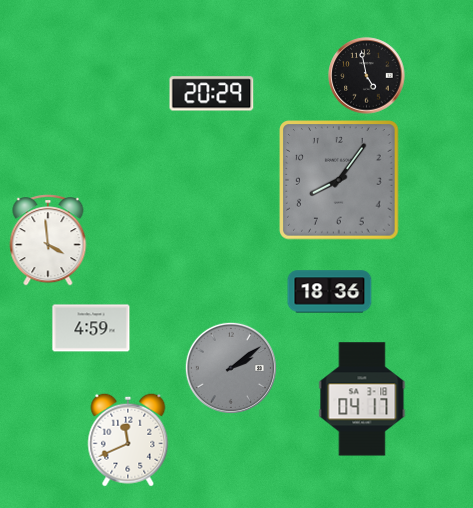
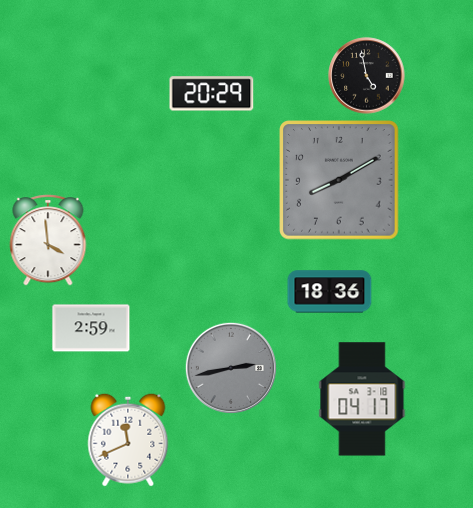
clock at (339, 180): 8:06 -> 8:10
clock at (91, 328): 4:59 -> 2:59
clock at (231, 368): 2:09 -> 2:43
